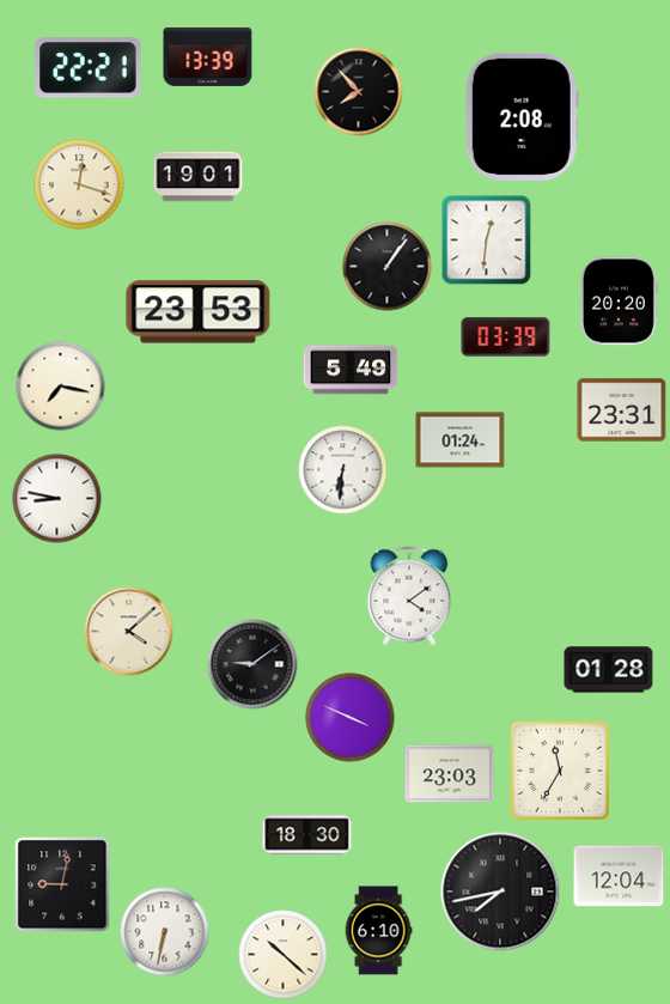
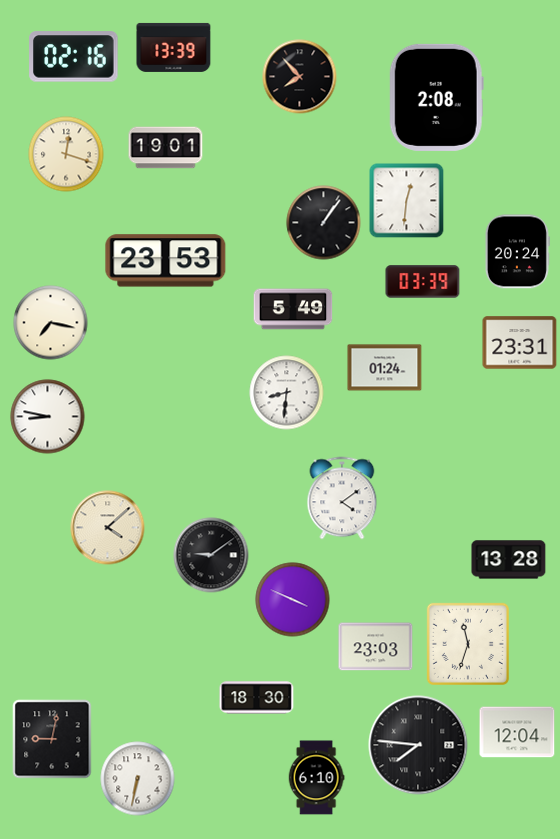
clock at (89, 68): 22:21 -> 02:16
clock at (619, 302): 20:20 -> 20:24
clock at (343, 470): 6:31 -> 8:31
clock at (609, 670): 01:28 -> 13:28
clock at (560, 771): 11:35 -> 11:33
clock at (500, 892): 7:43 -> 7:46
clock at (284, 955): 10:22 -> none
